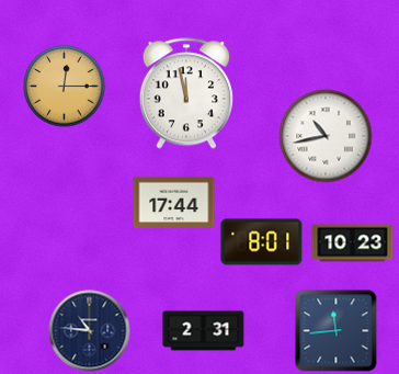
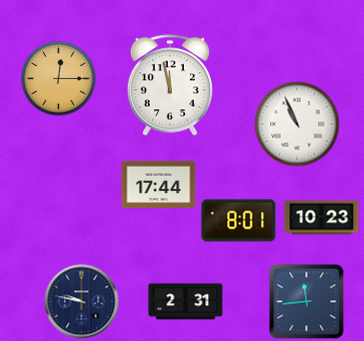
clock at (326, 136): 10:43 -> 10:56
clock at (353, 243) position: (353, 243) -> (322, 218)
clock at (90, 331): 10:46 -> 9:47
